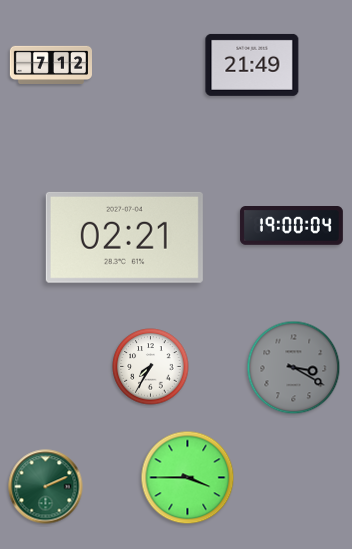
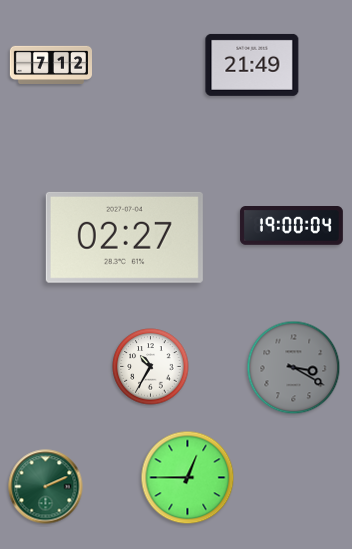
clock at (124, 237): 02:21 -> 02:27
clock at (151, 367): 7:35 -> 10:35
clock at (188, 478): 3:45 -> 12:45
